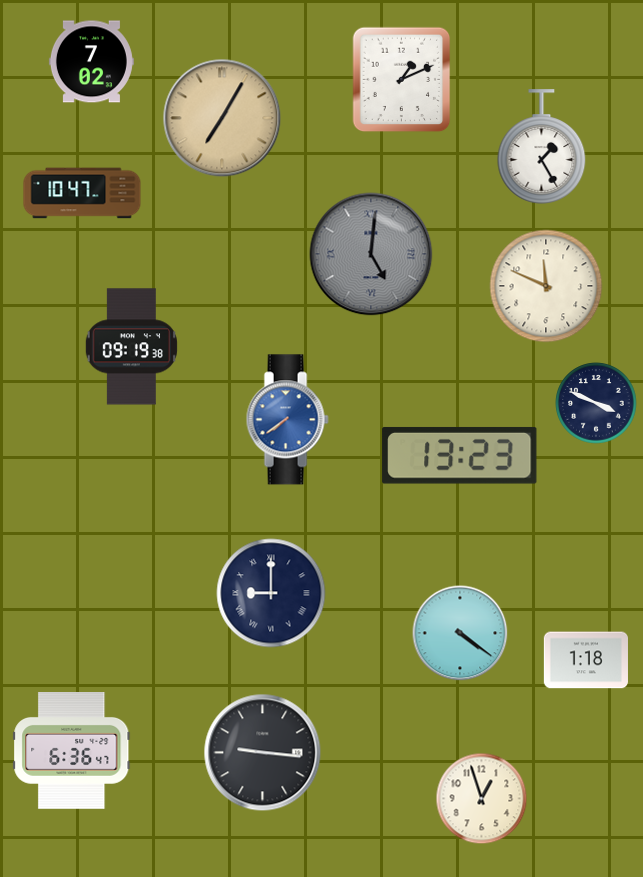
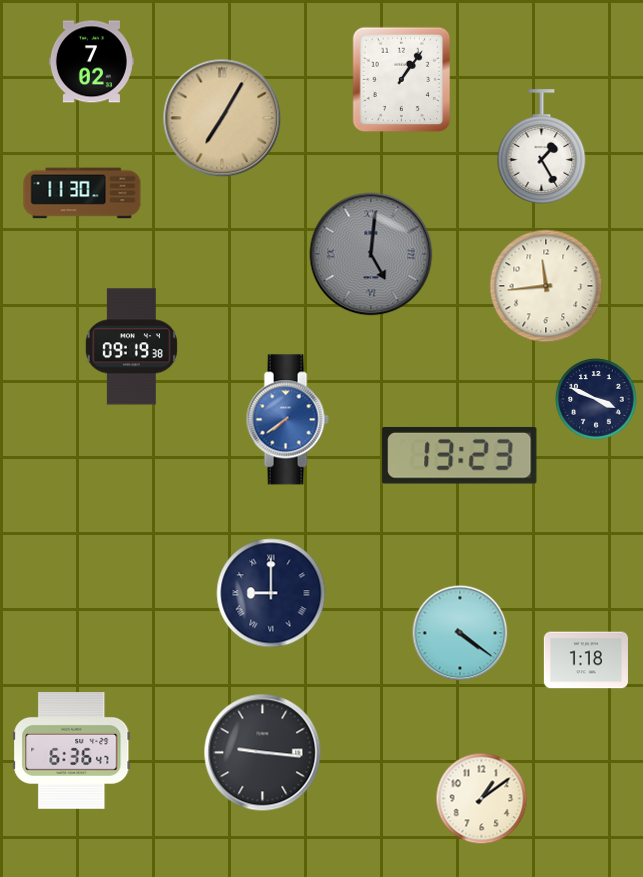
clock at (402, 80): 1:11 -> 1:06
clock at (82, 193): 10:47 -> 11:30
clock at (546, 286): 11:49 -> 11:44
clock at (596, 403) position: (596, 403) -> (596, 399)
clock at (482, 799): 12:57 -> 1:09
